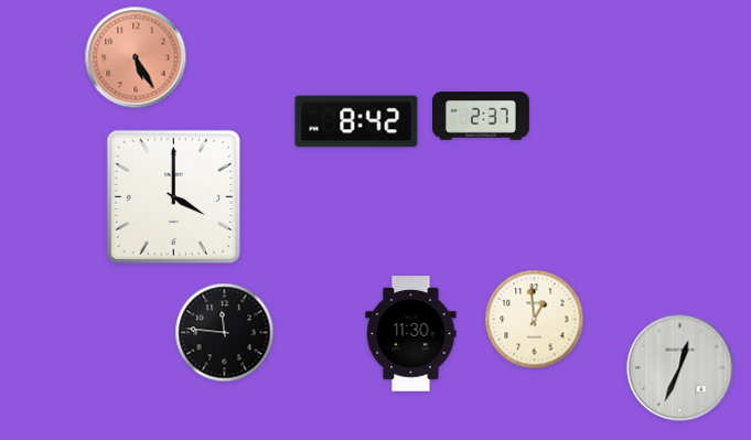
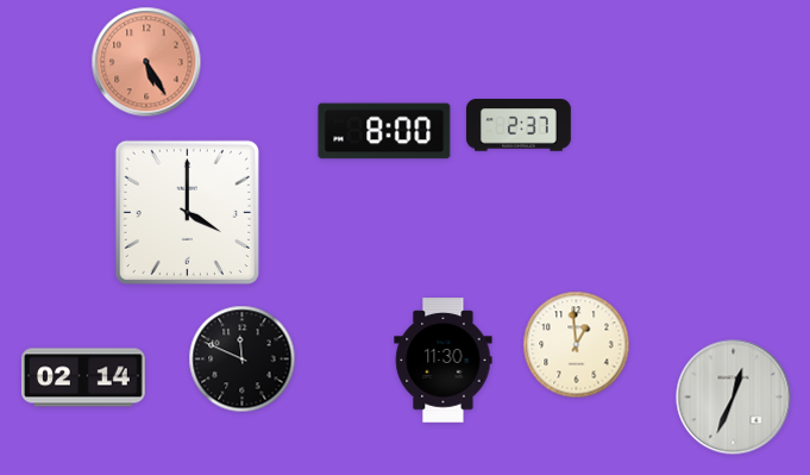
clock at (356, 121): 8:42 -> 8:00
clock at (225, 333): 11:46 -> 11:49
clock at (84, 377): none -> 02:14
